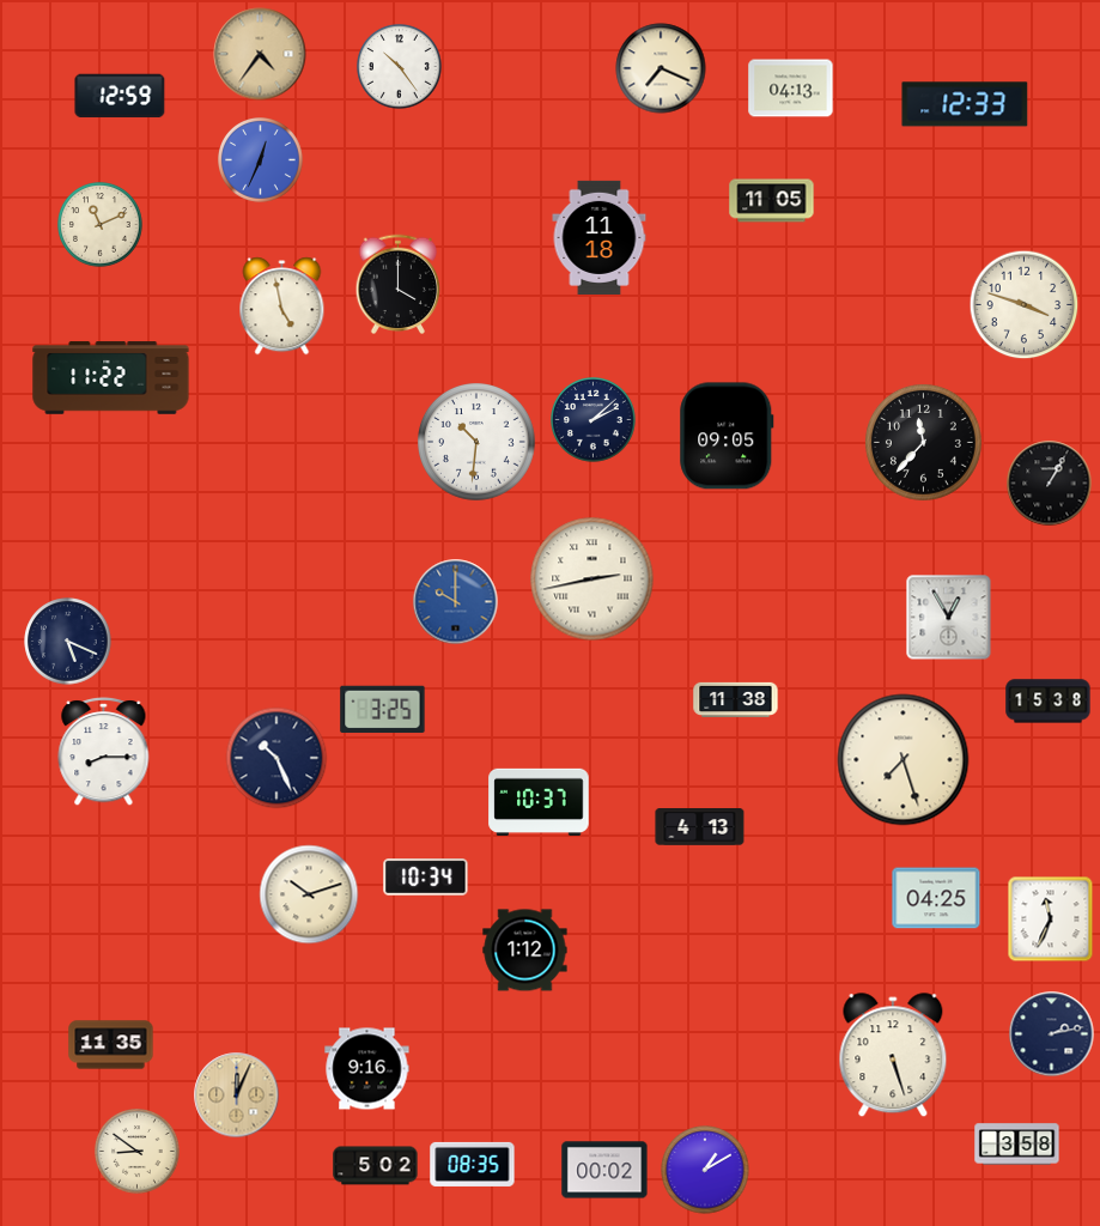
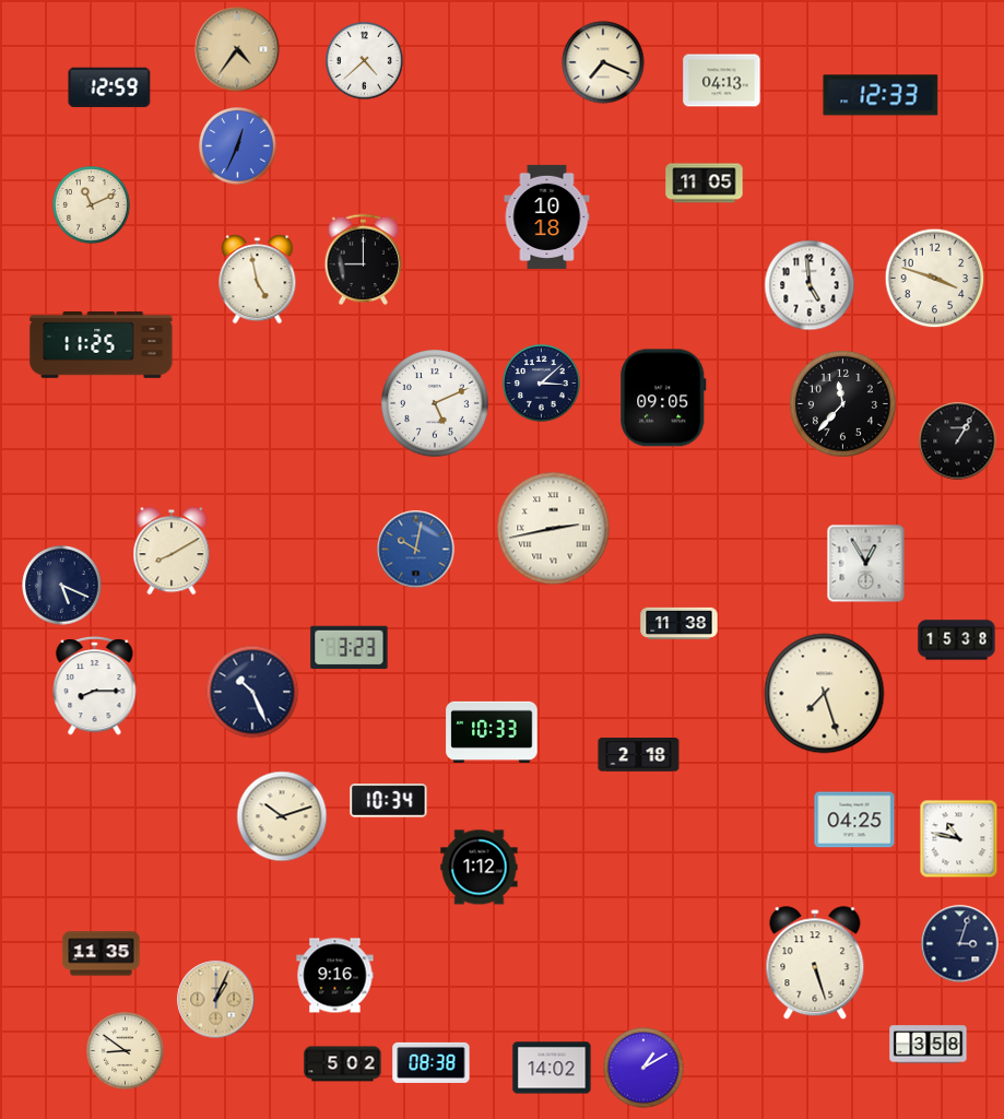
clock at (400, 67): 10:24 -> 4:38
clock at (600, 237): 11:18 -> 10:18
clock at (399, 284): 4:00 -> 9:00
clock at (810, 285): none -> 4:59
clock at (111, 378): 11:22 -> 11:25
clock at (594, 420): 2:08 -> 3:08
clock at (478, 443): 10:31 -> 5:11
clock at (592, 579) position: (592, 579) -> (554, 529)
clock at (456, 602): 10:00 -> 10:02
clock at (172, 551): none -> 8:10
clock at (736, 699) position: (736, 699) -> (680, 623)
clock at (383, 710): 3:25 -> 3:23
clock at (539, 801): 10:37 -> 10:33
clock at (700, 827): 4:13 -> 2:18
clock at (1051, 919): 11:34 -> 10:47
clock at (1052, 1034): 2:13 -> 3:03
clock at (237, 1095): 12:04 -> 1:04
clock at (473, 1164): 08:35 -> 08:38
clock at (604, 1170): 00:02 -> 14:02
